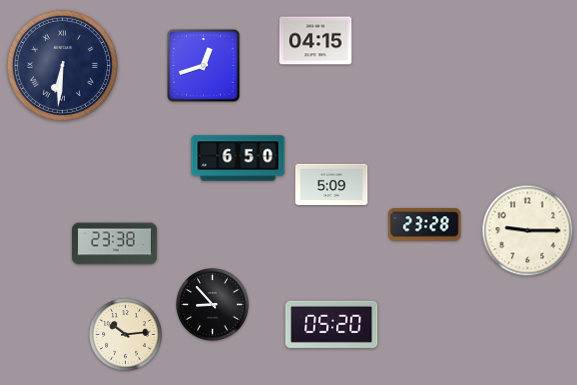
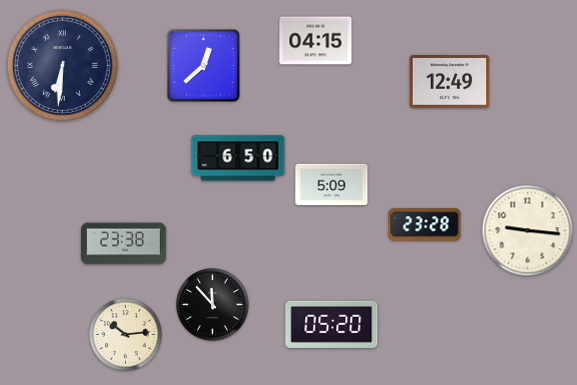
clock at (203, 65): 12:42 -> 12:38
clock at (450, 82): none -> 12:49
clock at (528, 231): 9:15 -> 9:16
clock at (115, 244) position: (115, 244) -> (124, 244)
clock at (213, 305): 8:53 -> 11:53
